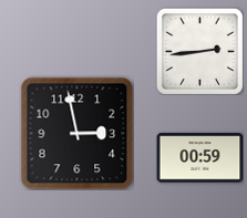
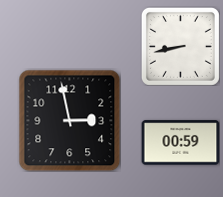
clock at (199, 51): 2:44 -> 8:43
